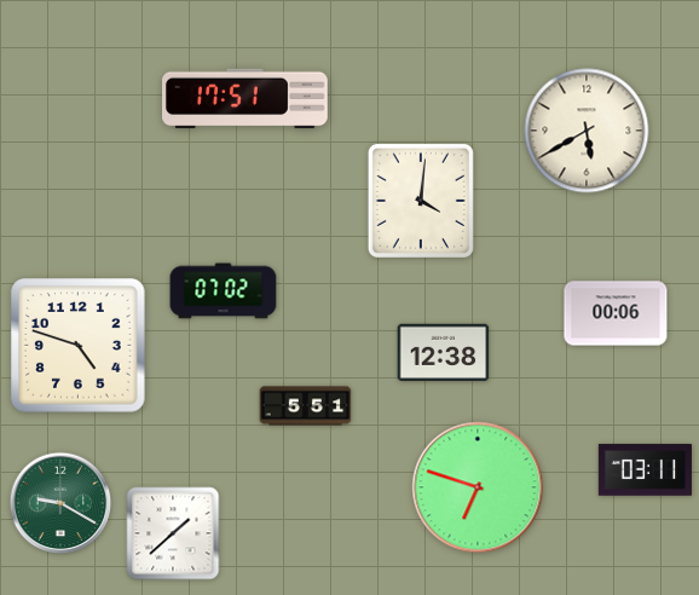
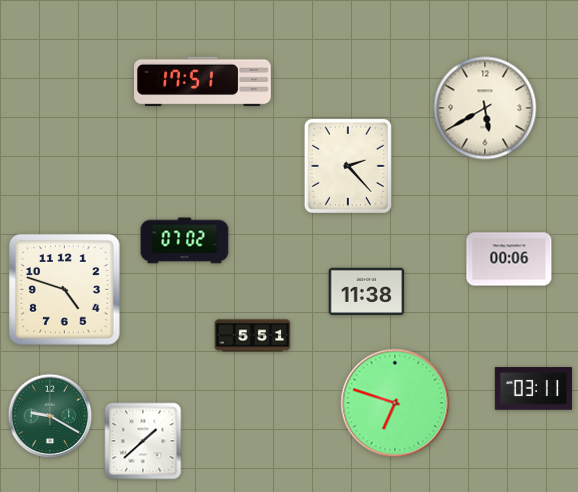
clock at (421, 201): 4:01 -> 2:23
clock at (79, 346) position: (79, 346) -> (65, 290)
clock at (444, 352): 12:38 -> 11:38
